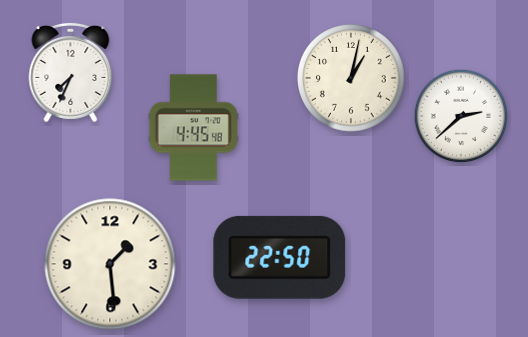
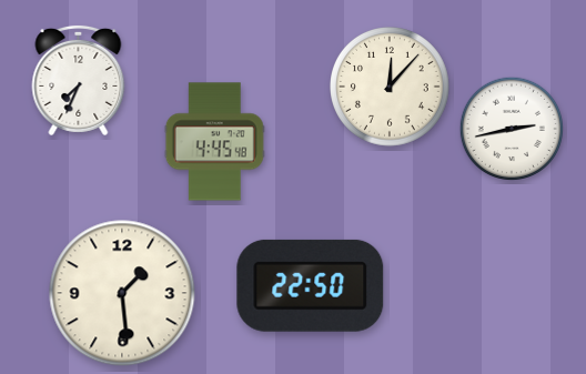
clock at (352, 79): 1:02 -> 12:07
clock at (460, 115): 2:38 -> 2:43
